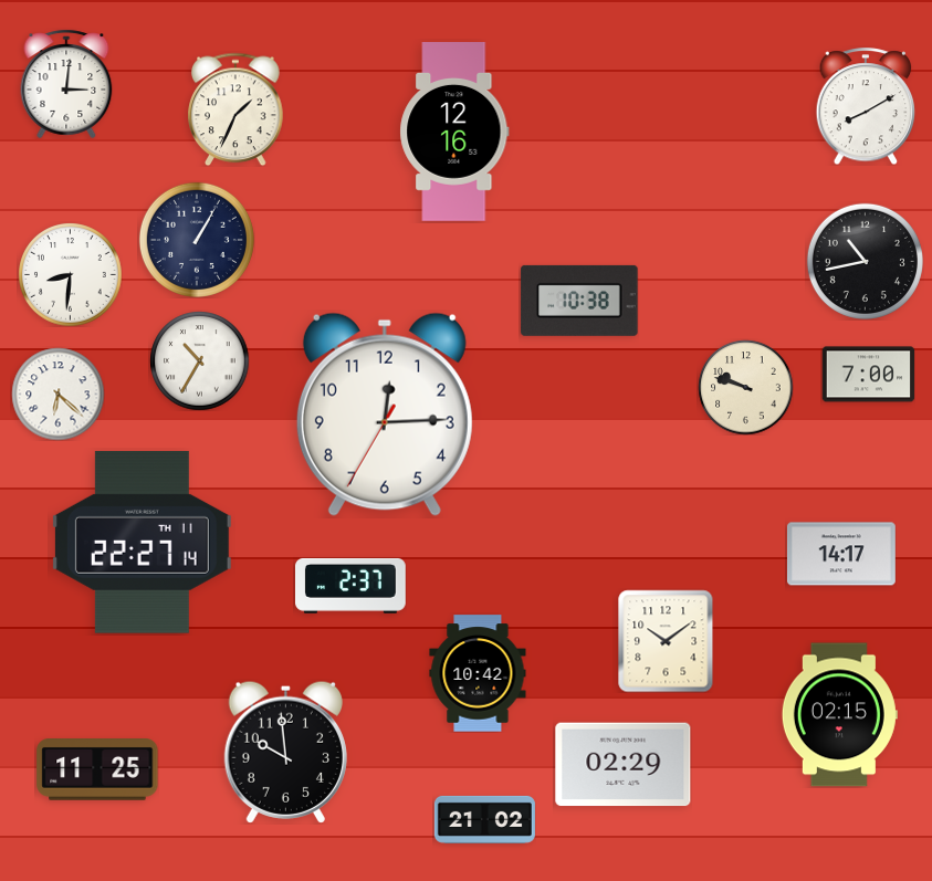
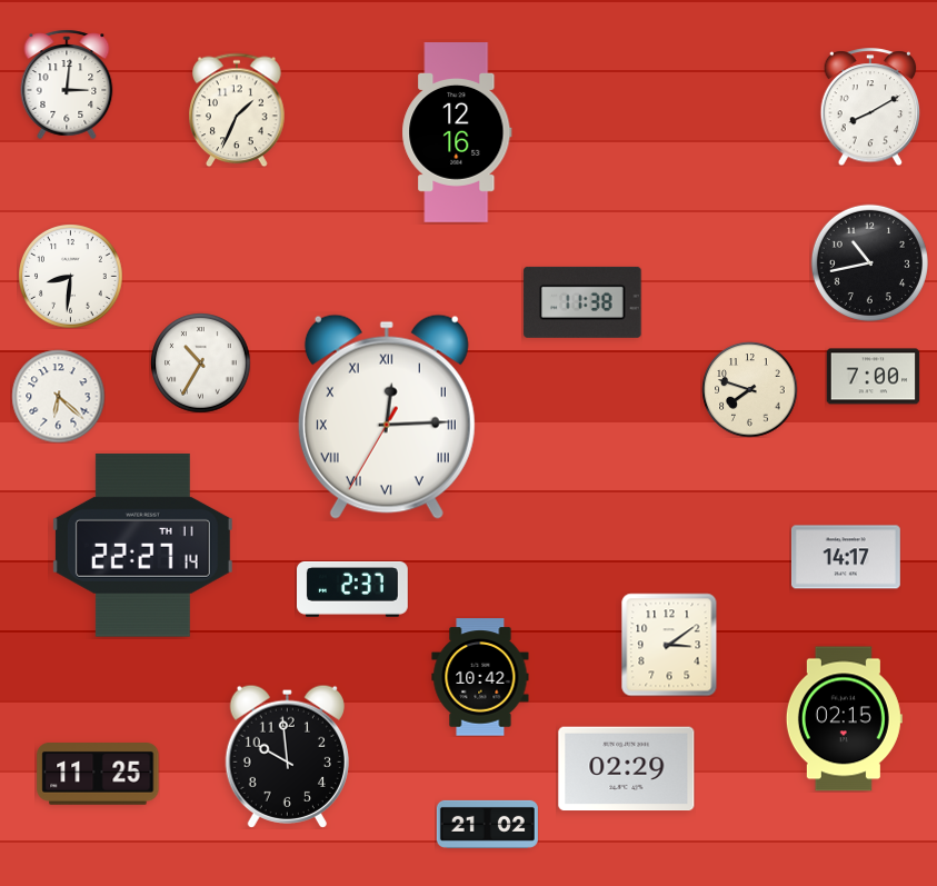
clock at (197, 240): 1:05 -> none
clock at (579, 301): 10:38 -> 11:38
clock at (745, 387): 9:48 -> 7:48
clock at (385, 415) numerals: Arabic -> Roman
clock at (666, 641): 10:09 -> 3:09
